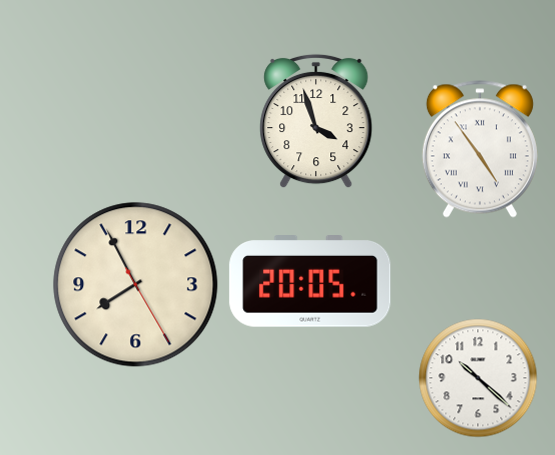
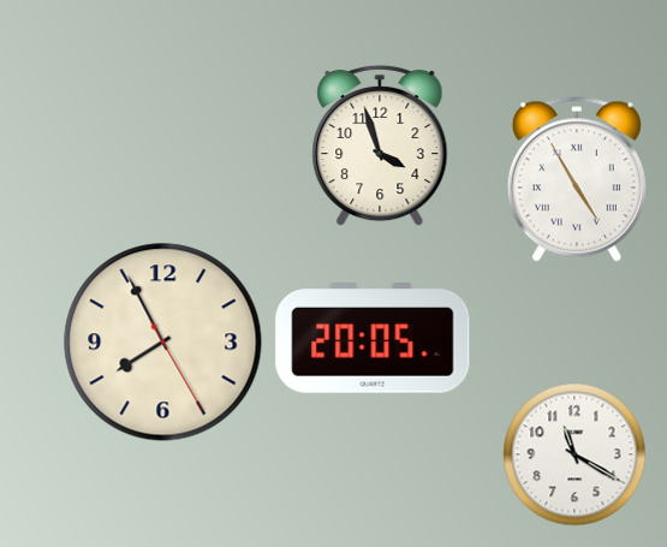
clock at (480, 149): 4:54 -> 4:55
clock at (478, 378): 10:22 -> 11:20
